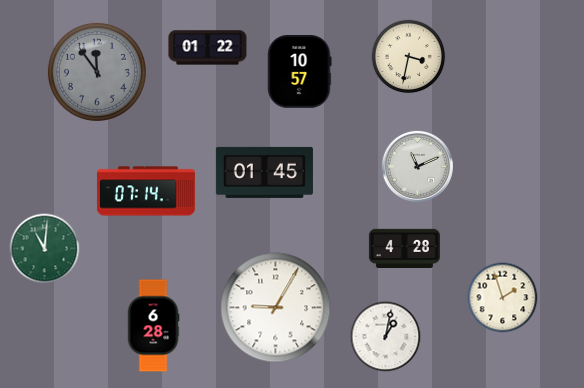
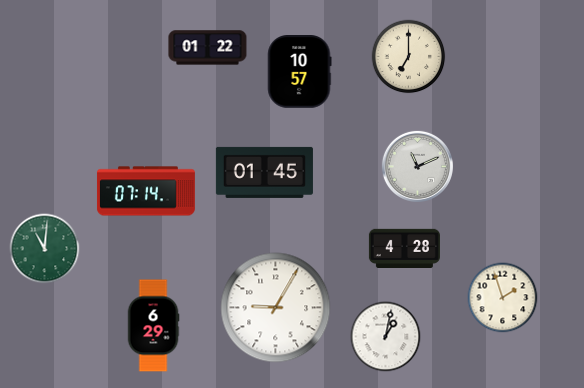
clock at (409, 57): 3:32 -> 7:00
clock at (97, 72): 11:54 -> none
clock at (153, 326): 6:28 -> 6:29
